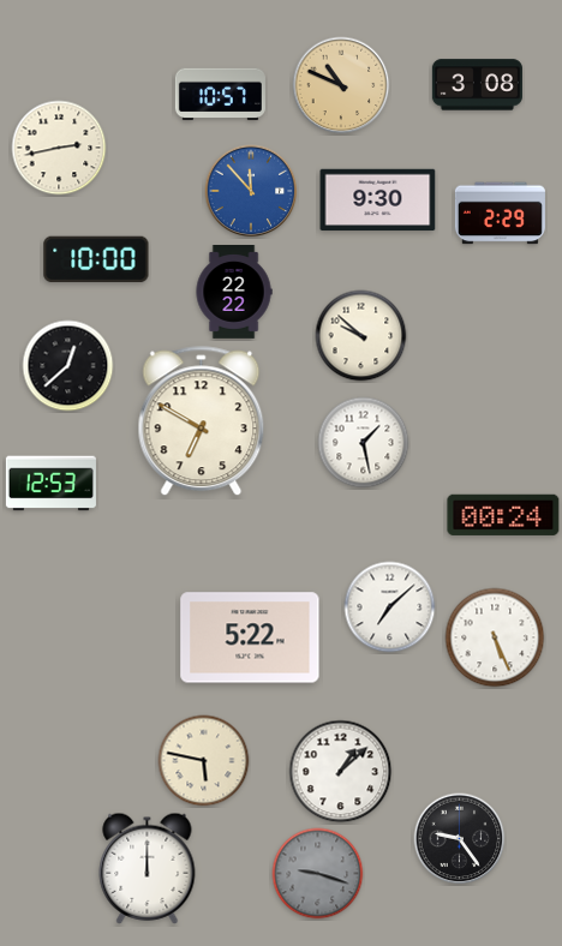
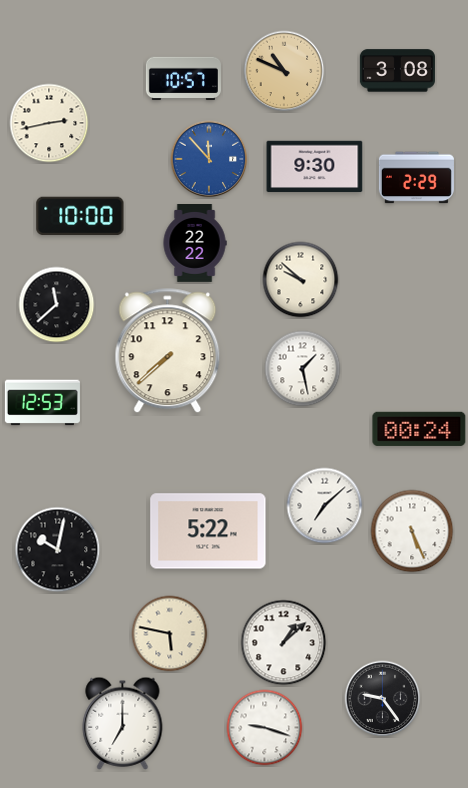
clock at (68, 366): 12:38 -> 11:38
clock at (202, 421): 6:50 -> 7:38
clock at (58, 550): none -> 10:02
clock at (148, 868): 12:00 -> 7:00
clock at (318, 874) dial: grey -> white
